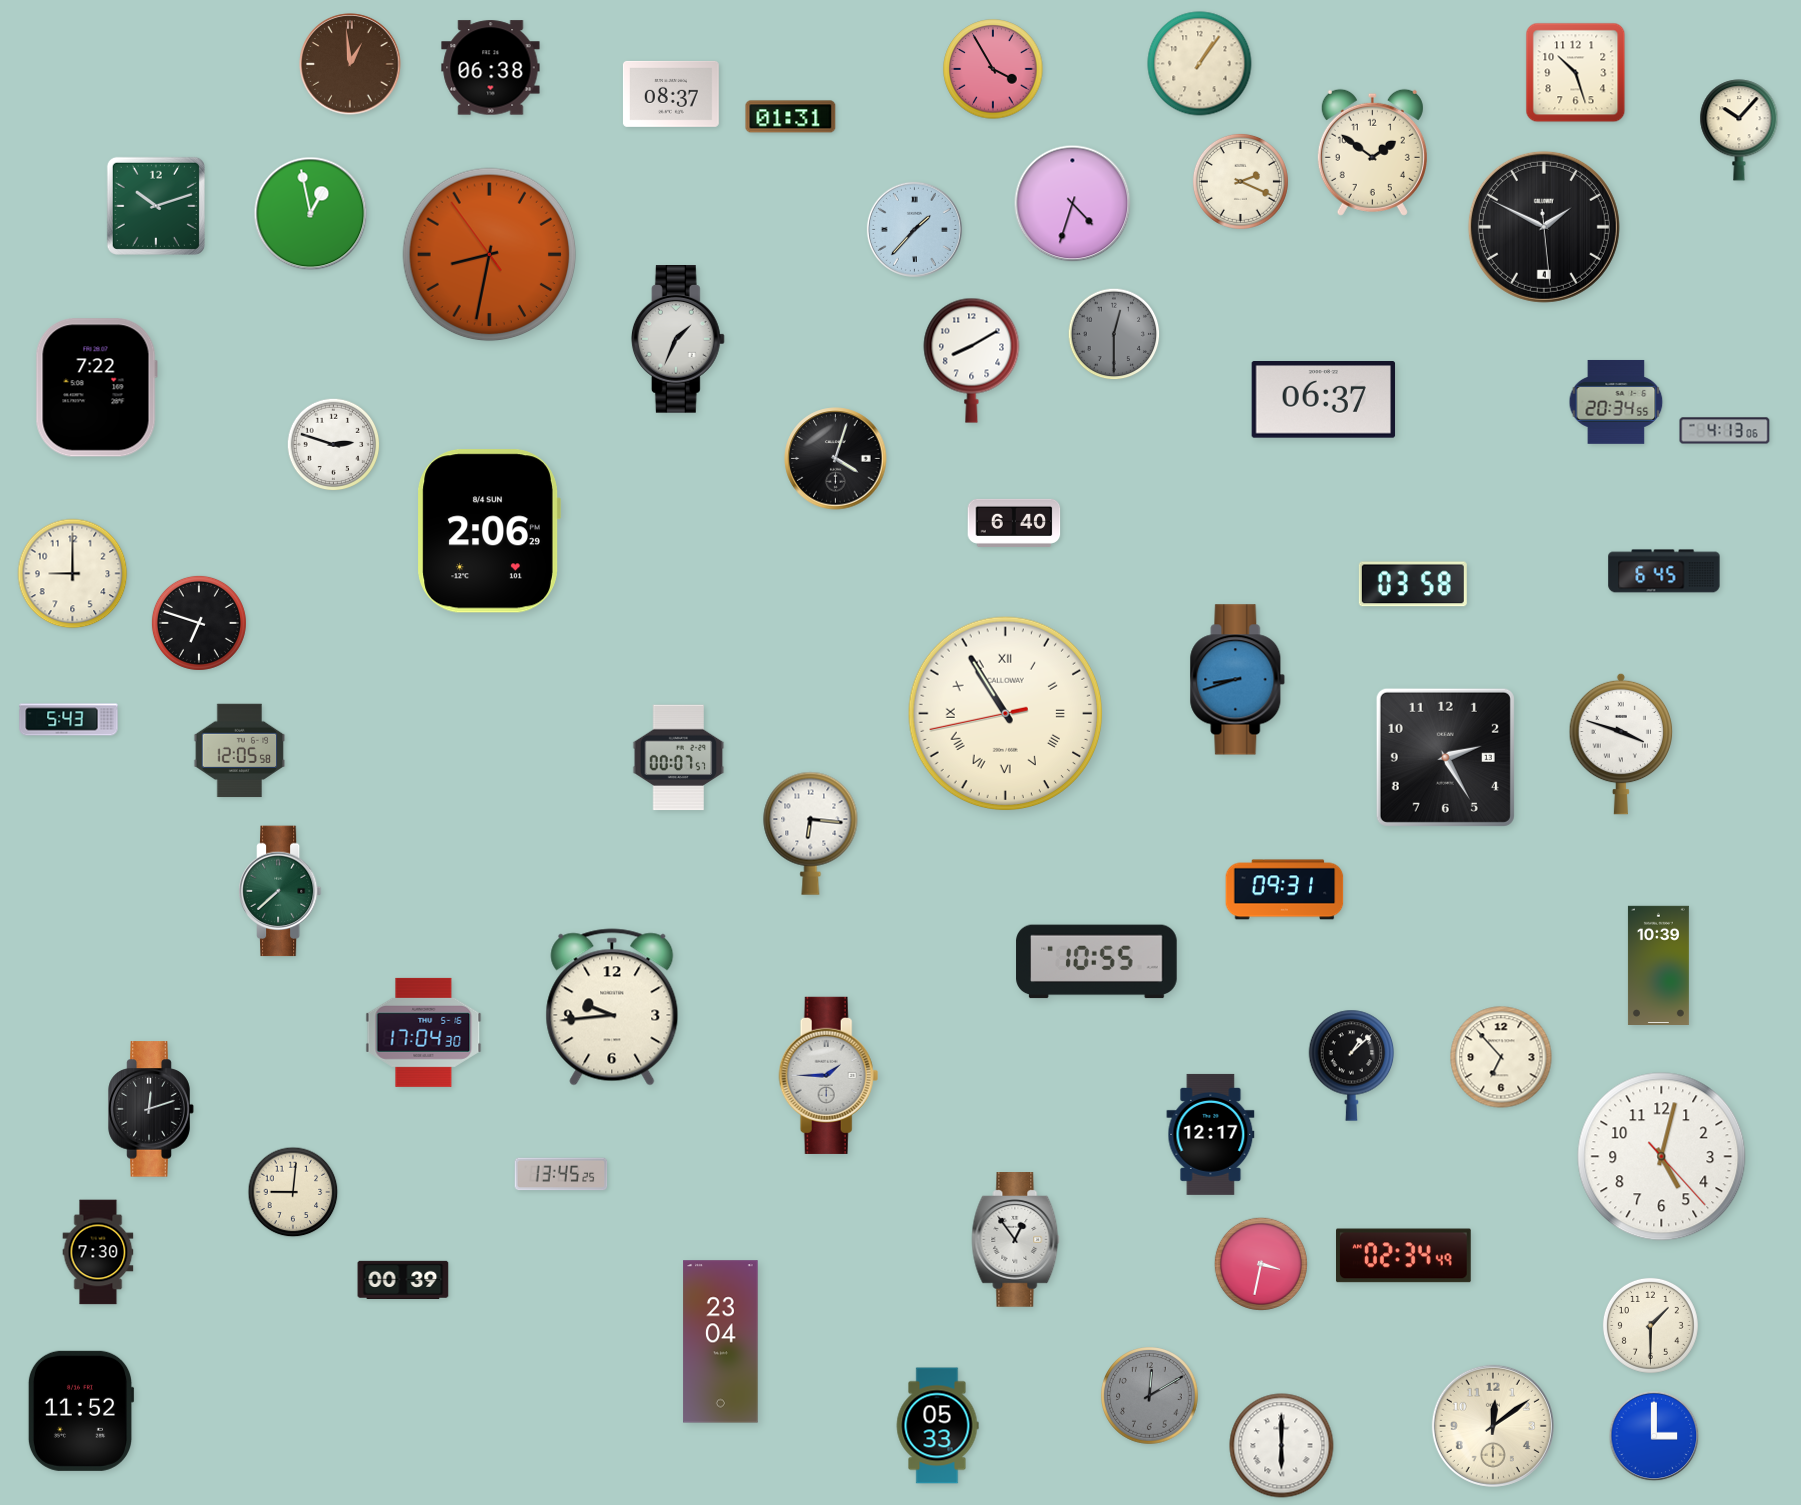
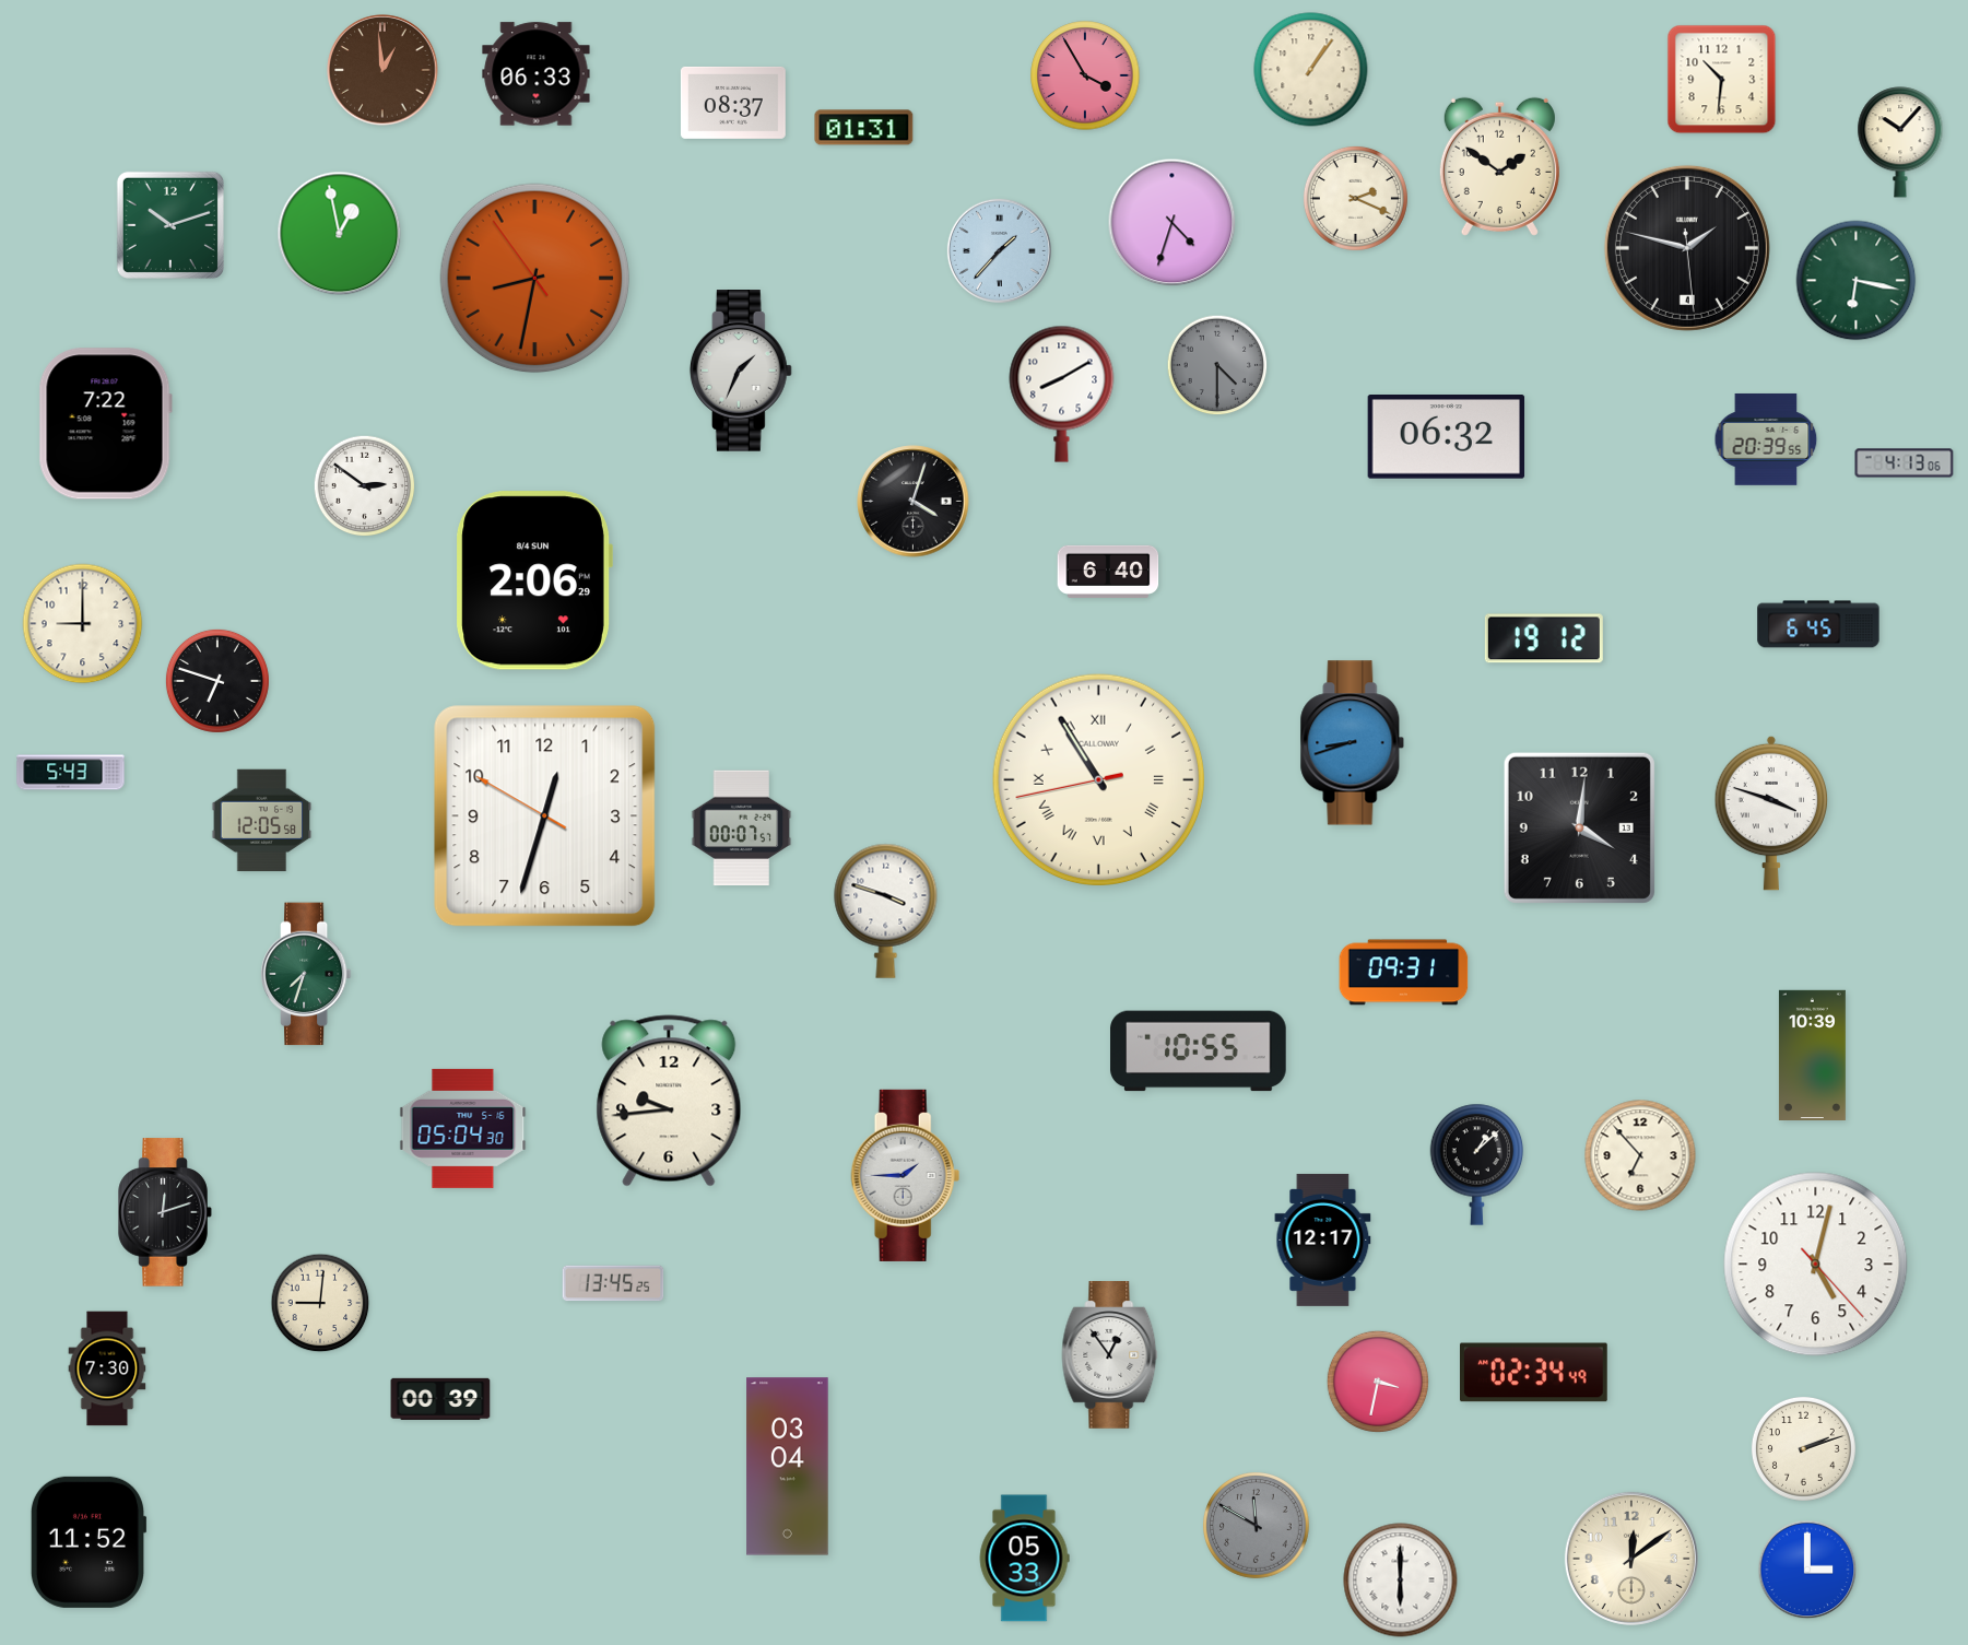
clock at (491, 68): 06:38 -> 06:33
clock at (1576, 73): 10:27 -> 10:31
clock at (1544, 227): 1:49 -> 1:47
clock at (1857, 281): none -> 6:17
clock at (1114, 334): 12:30 -> 4:30
clock at (1324, 400): 06:37 -> 06:32
clock at (1616, 402): 20:34 -> 20:39
clock at (1725, 431) position: (1725, 431) -> (1905, 463)
clock at (334, 445): 2:48 -> 2:51
clock at (73, 574) position: (73, 574) -> (83, 624)
clock at (1413, 584): 03:58 -> 19:12
clock at (69, 720) position: (69, 720) -> (71, 773)
clock at (545, 816): none -> 12:32
clock at (1445, 757): 2:25 -> 4:01
clock at (811, 833): 6:16 -> 3:48
clock at (280, 891): 7:38 -> 7:33
clock at (424, 1032): 17:04 -> 05:04
clock at (1650, 1325): 1:30 -> 2:12
clock at (721, 1342): 23:04 -> 03:04
clock at (1150, 1396): 12:10 -> 11:50
